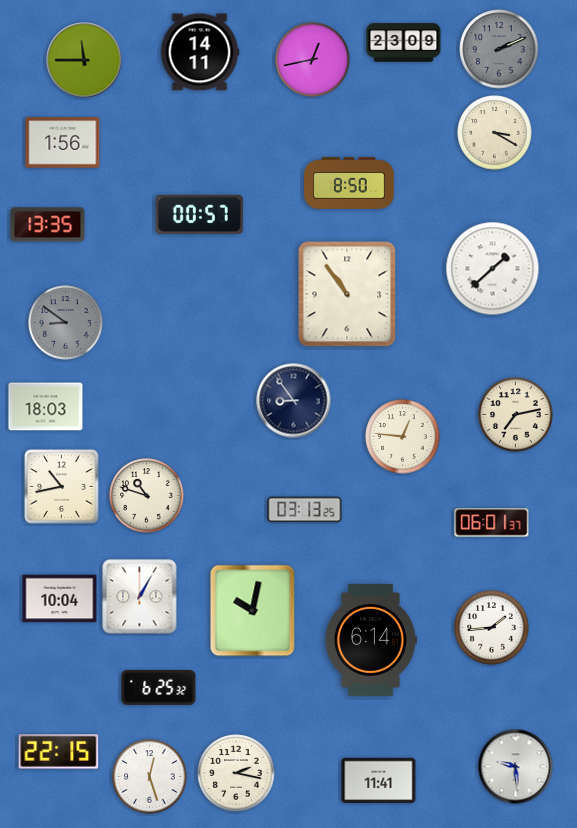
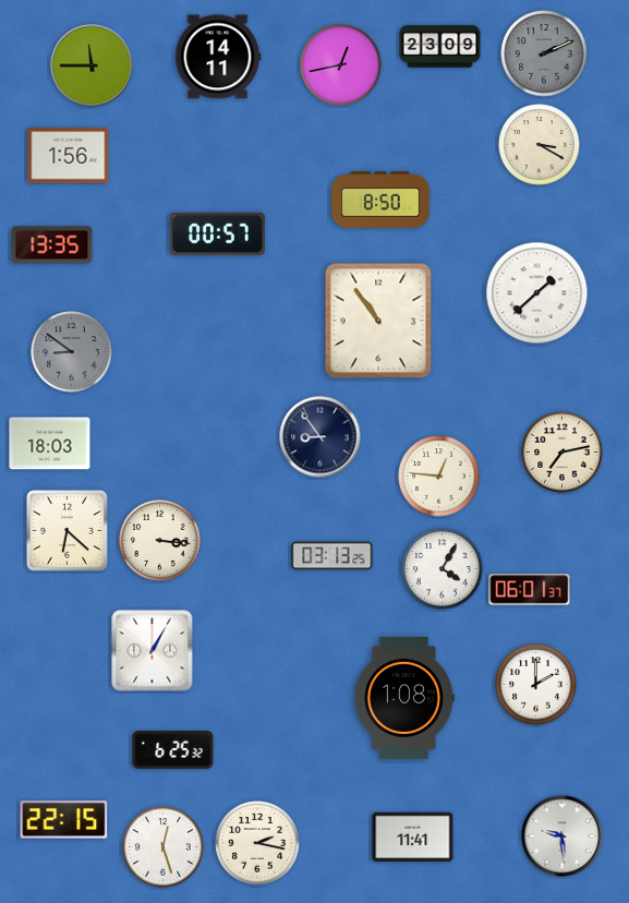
clock at (62, 487): 10:43 -> 6:22
clock at (147, 496): 10:48 -> 3:16
clock at (443, 569): none -> 4:05
clock at (492, 523) position: (492, 523) -> (530, 590)
clock at (60, 599): 10:04 -> none
clock at (253, 611): 10:02 -> none
clock at (492, 628): 1:44 -> 2:00
clock at (371, 640): 6:14 -> 1:08
clock at (379, 781) position: (379, 781) -> (413, 838)
